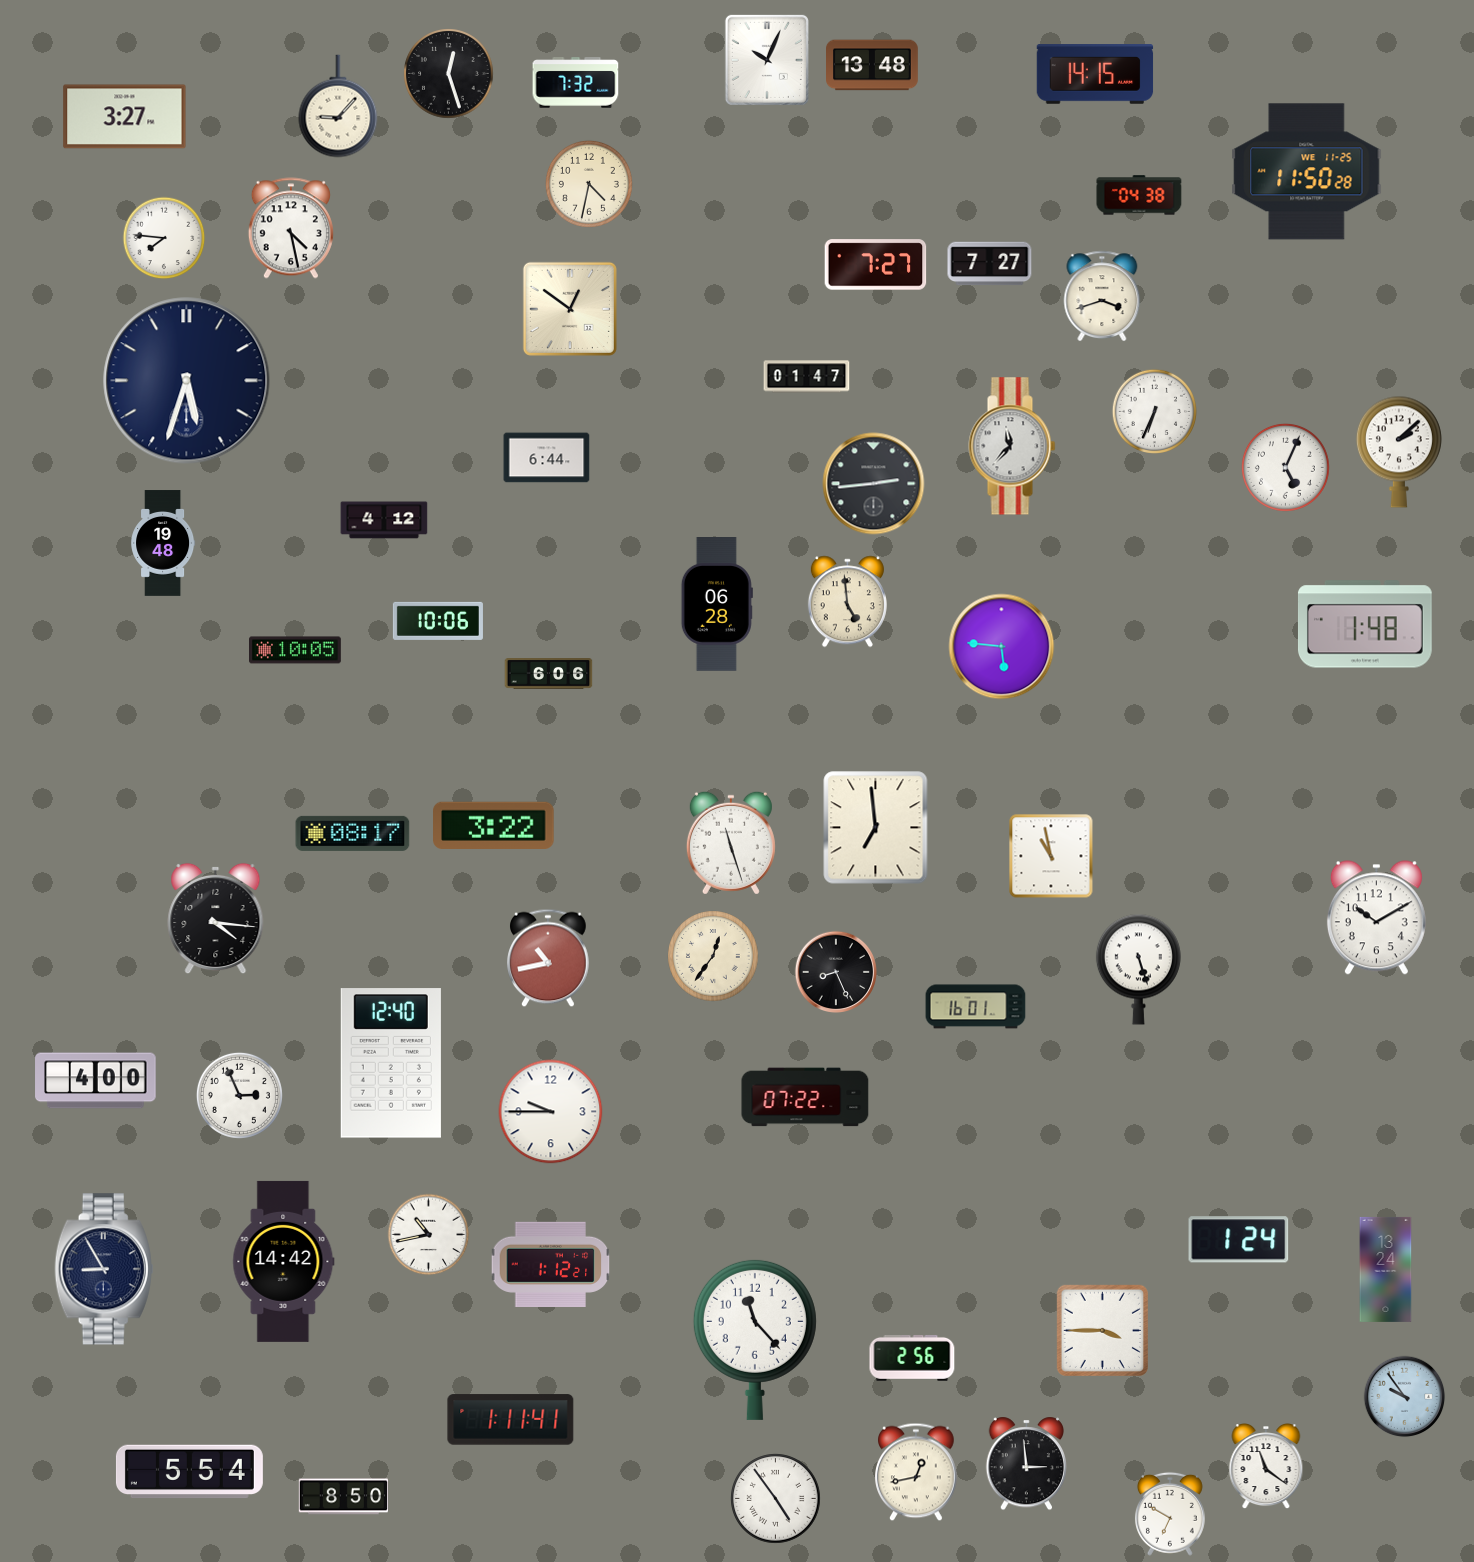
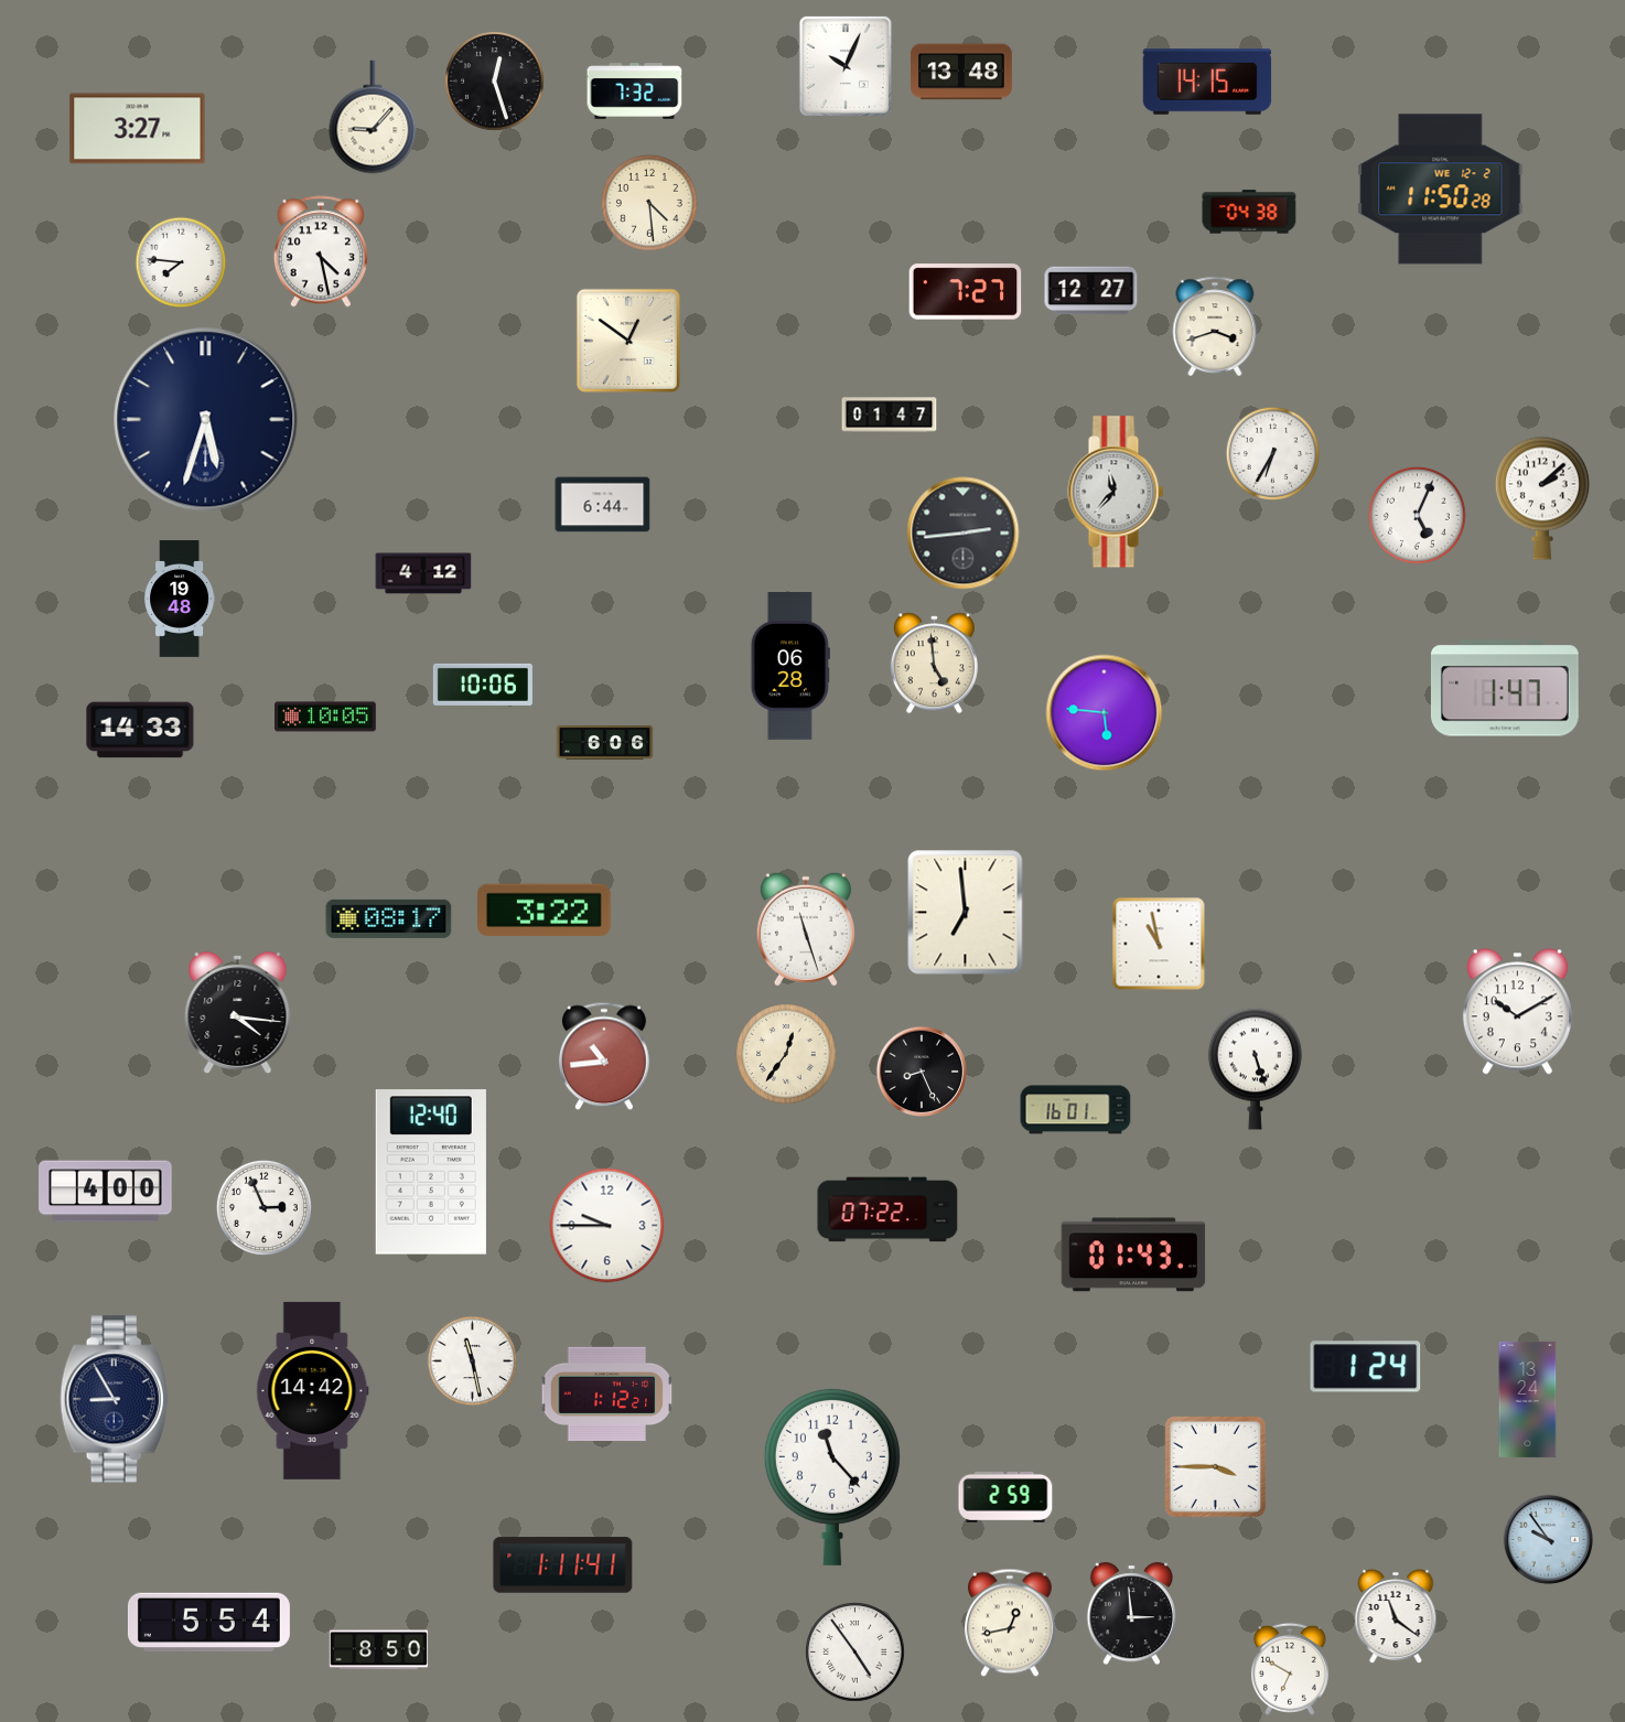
clock at (1307, 172) date: WE 11-25 -> WE 12-2
clock at (589, 184): 4:32 -> 4:29
clock at (1139, 195) position: (1139, 195) -> (1249, 212)
clock at (990, 264): 7:27 -> 12:27
clock at (1154, 411): 6:34 -> 6:35
clock at (1365, 624): 1:48 -> 1:47
clock at (140, 730): none -> 14:33
clock at (549, 958): 10:43 -> 10:44
clock at (1133, 1255): none -> 01:43
clock at (429, 1235): 10:43 -> 11:28
clock at (912, 1358): 2:56 -> 2:59
